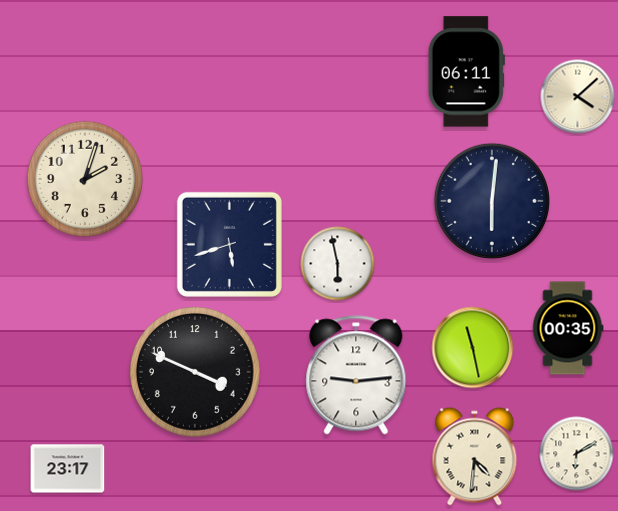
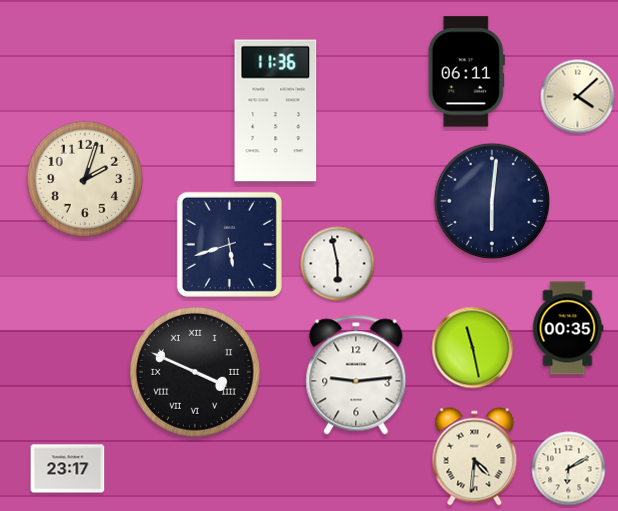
clock at (276, 111): none -> 11:36
clock at (195, 372) numerals: Arabic -> Roman
clock at (577, 454) position: (577, 454) -> (569, 469)
